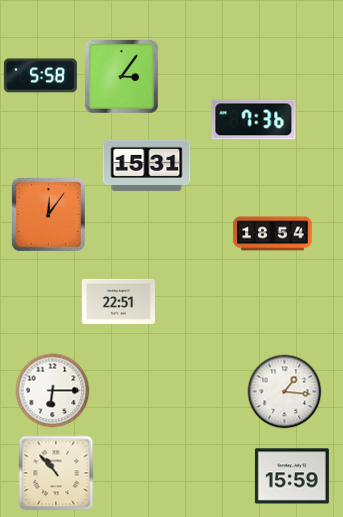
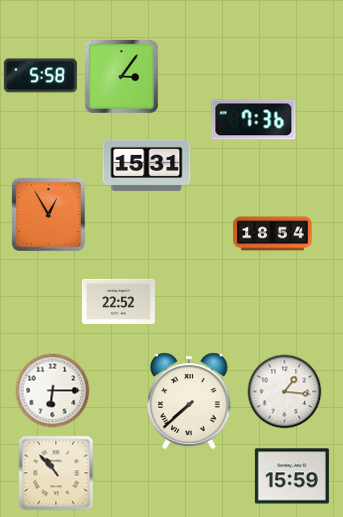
clock at (48, 214): 12:06 -> 12:55
clock at (118, 301): 22:51 -> 22:52
clock at (189, 401): none -> 7:38
